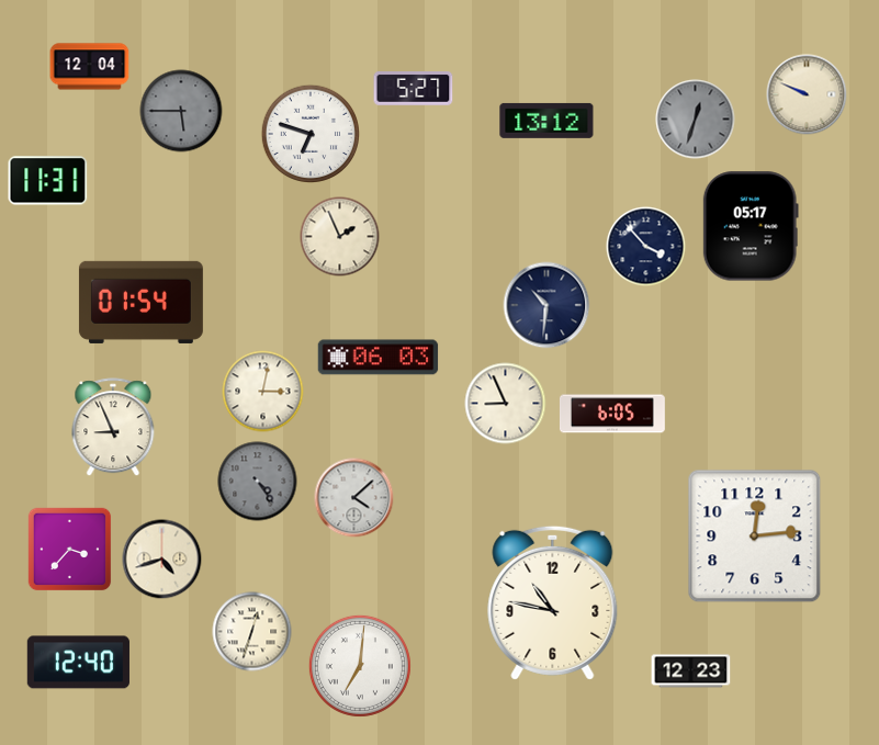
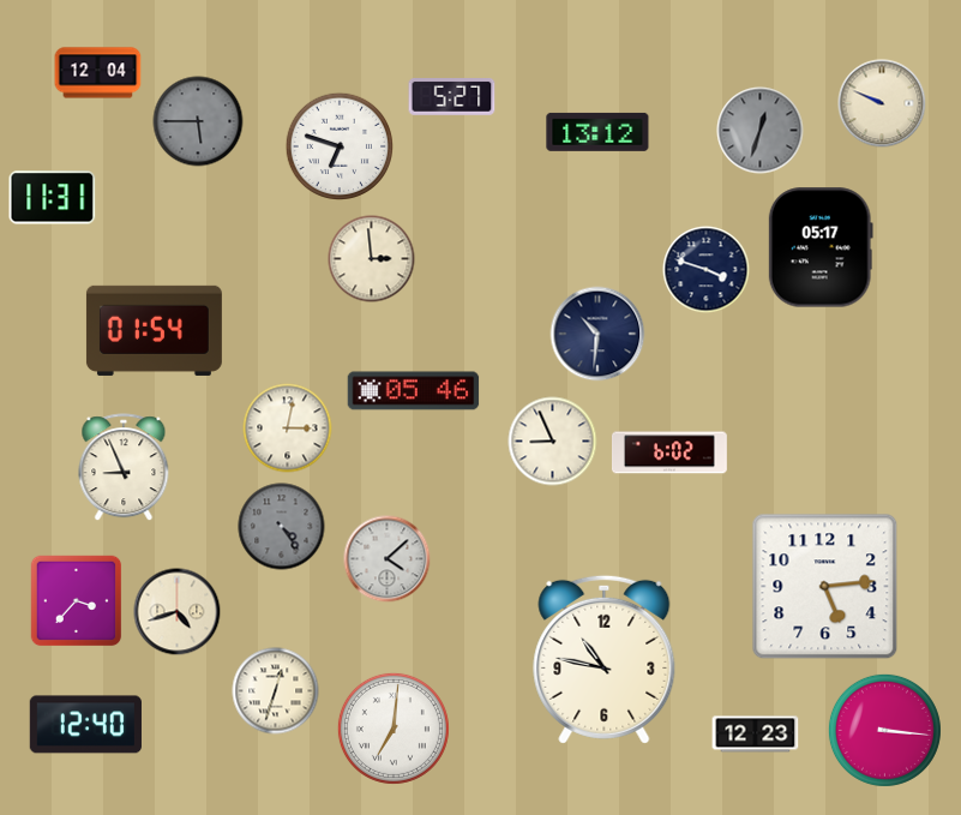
clock at (340, 237): 1:56 -> 2:59
clock at (646, 247): 3:53 -> 3:48
clock at (379, 358): 06:03 -> 05:46
clock at (612, 414): 6:05 -> 6:02
clock at (354, 498) position: (354, 498) -> (388, 559)
clock at (755, 537): 12:14 -> 5:14
clock at (884, 730): none -> 3:16
